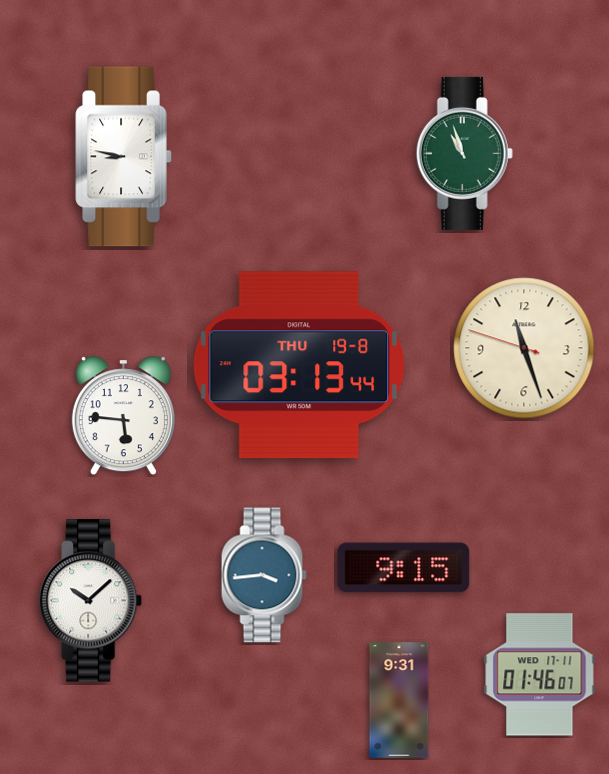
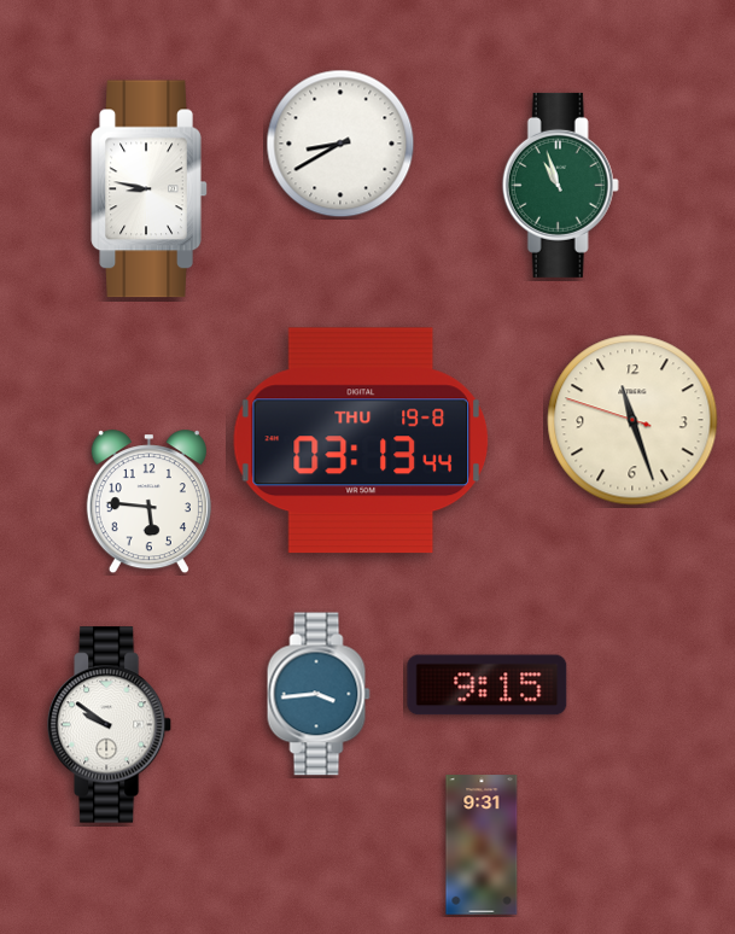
clock at (340, 144): none -> 8:40
clock at (91, 601): 10:08 -> 9:51
clock at (540, 675): 01:46 -> none
